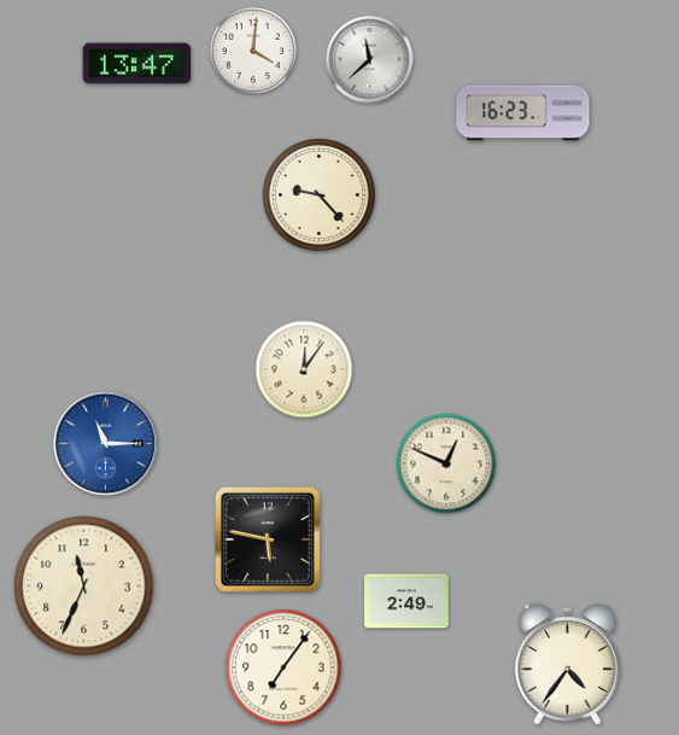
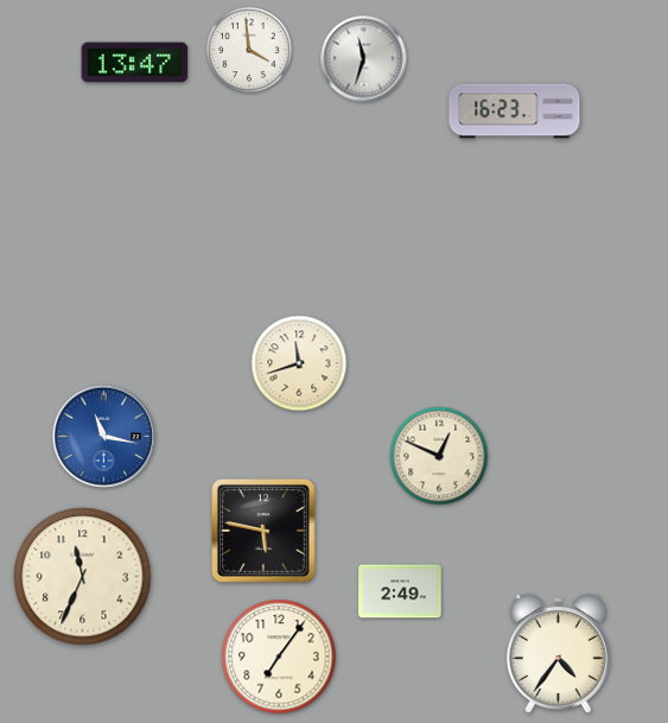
clock at (254, 52): 4:01 -> 3:59
clock at (370, 60): 11:38 -> 11:33
clock at (320, 196): 9:23 -> none
clock at (304, 369): 12:06 -> 11:42
clock at (106, 444): 11:15 -> 11:17
